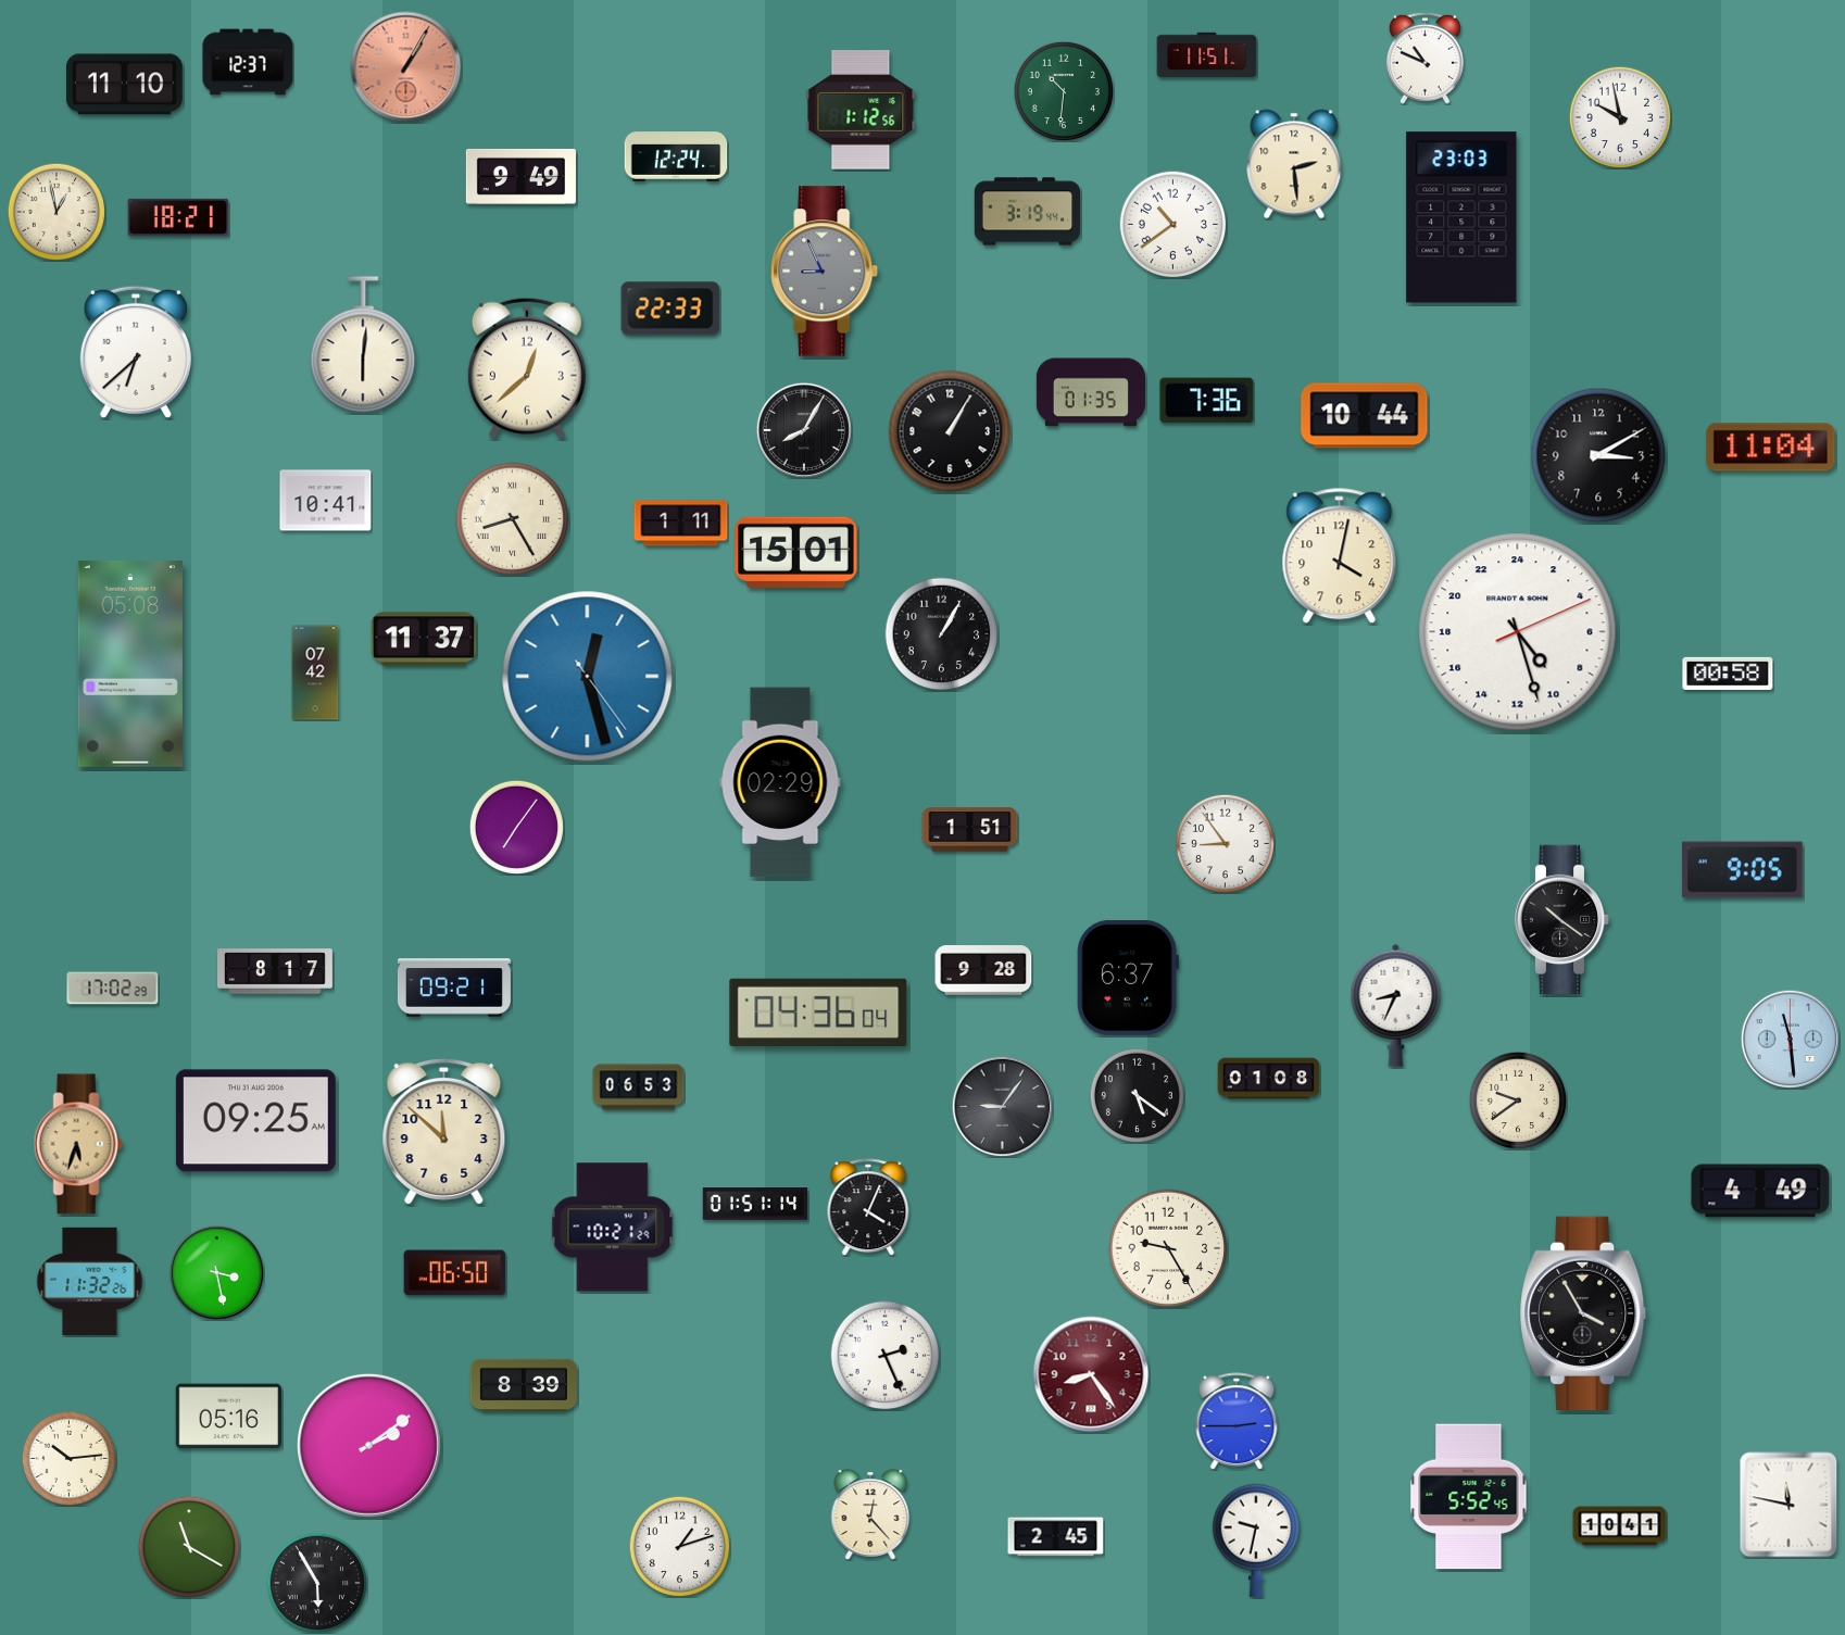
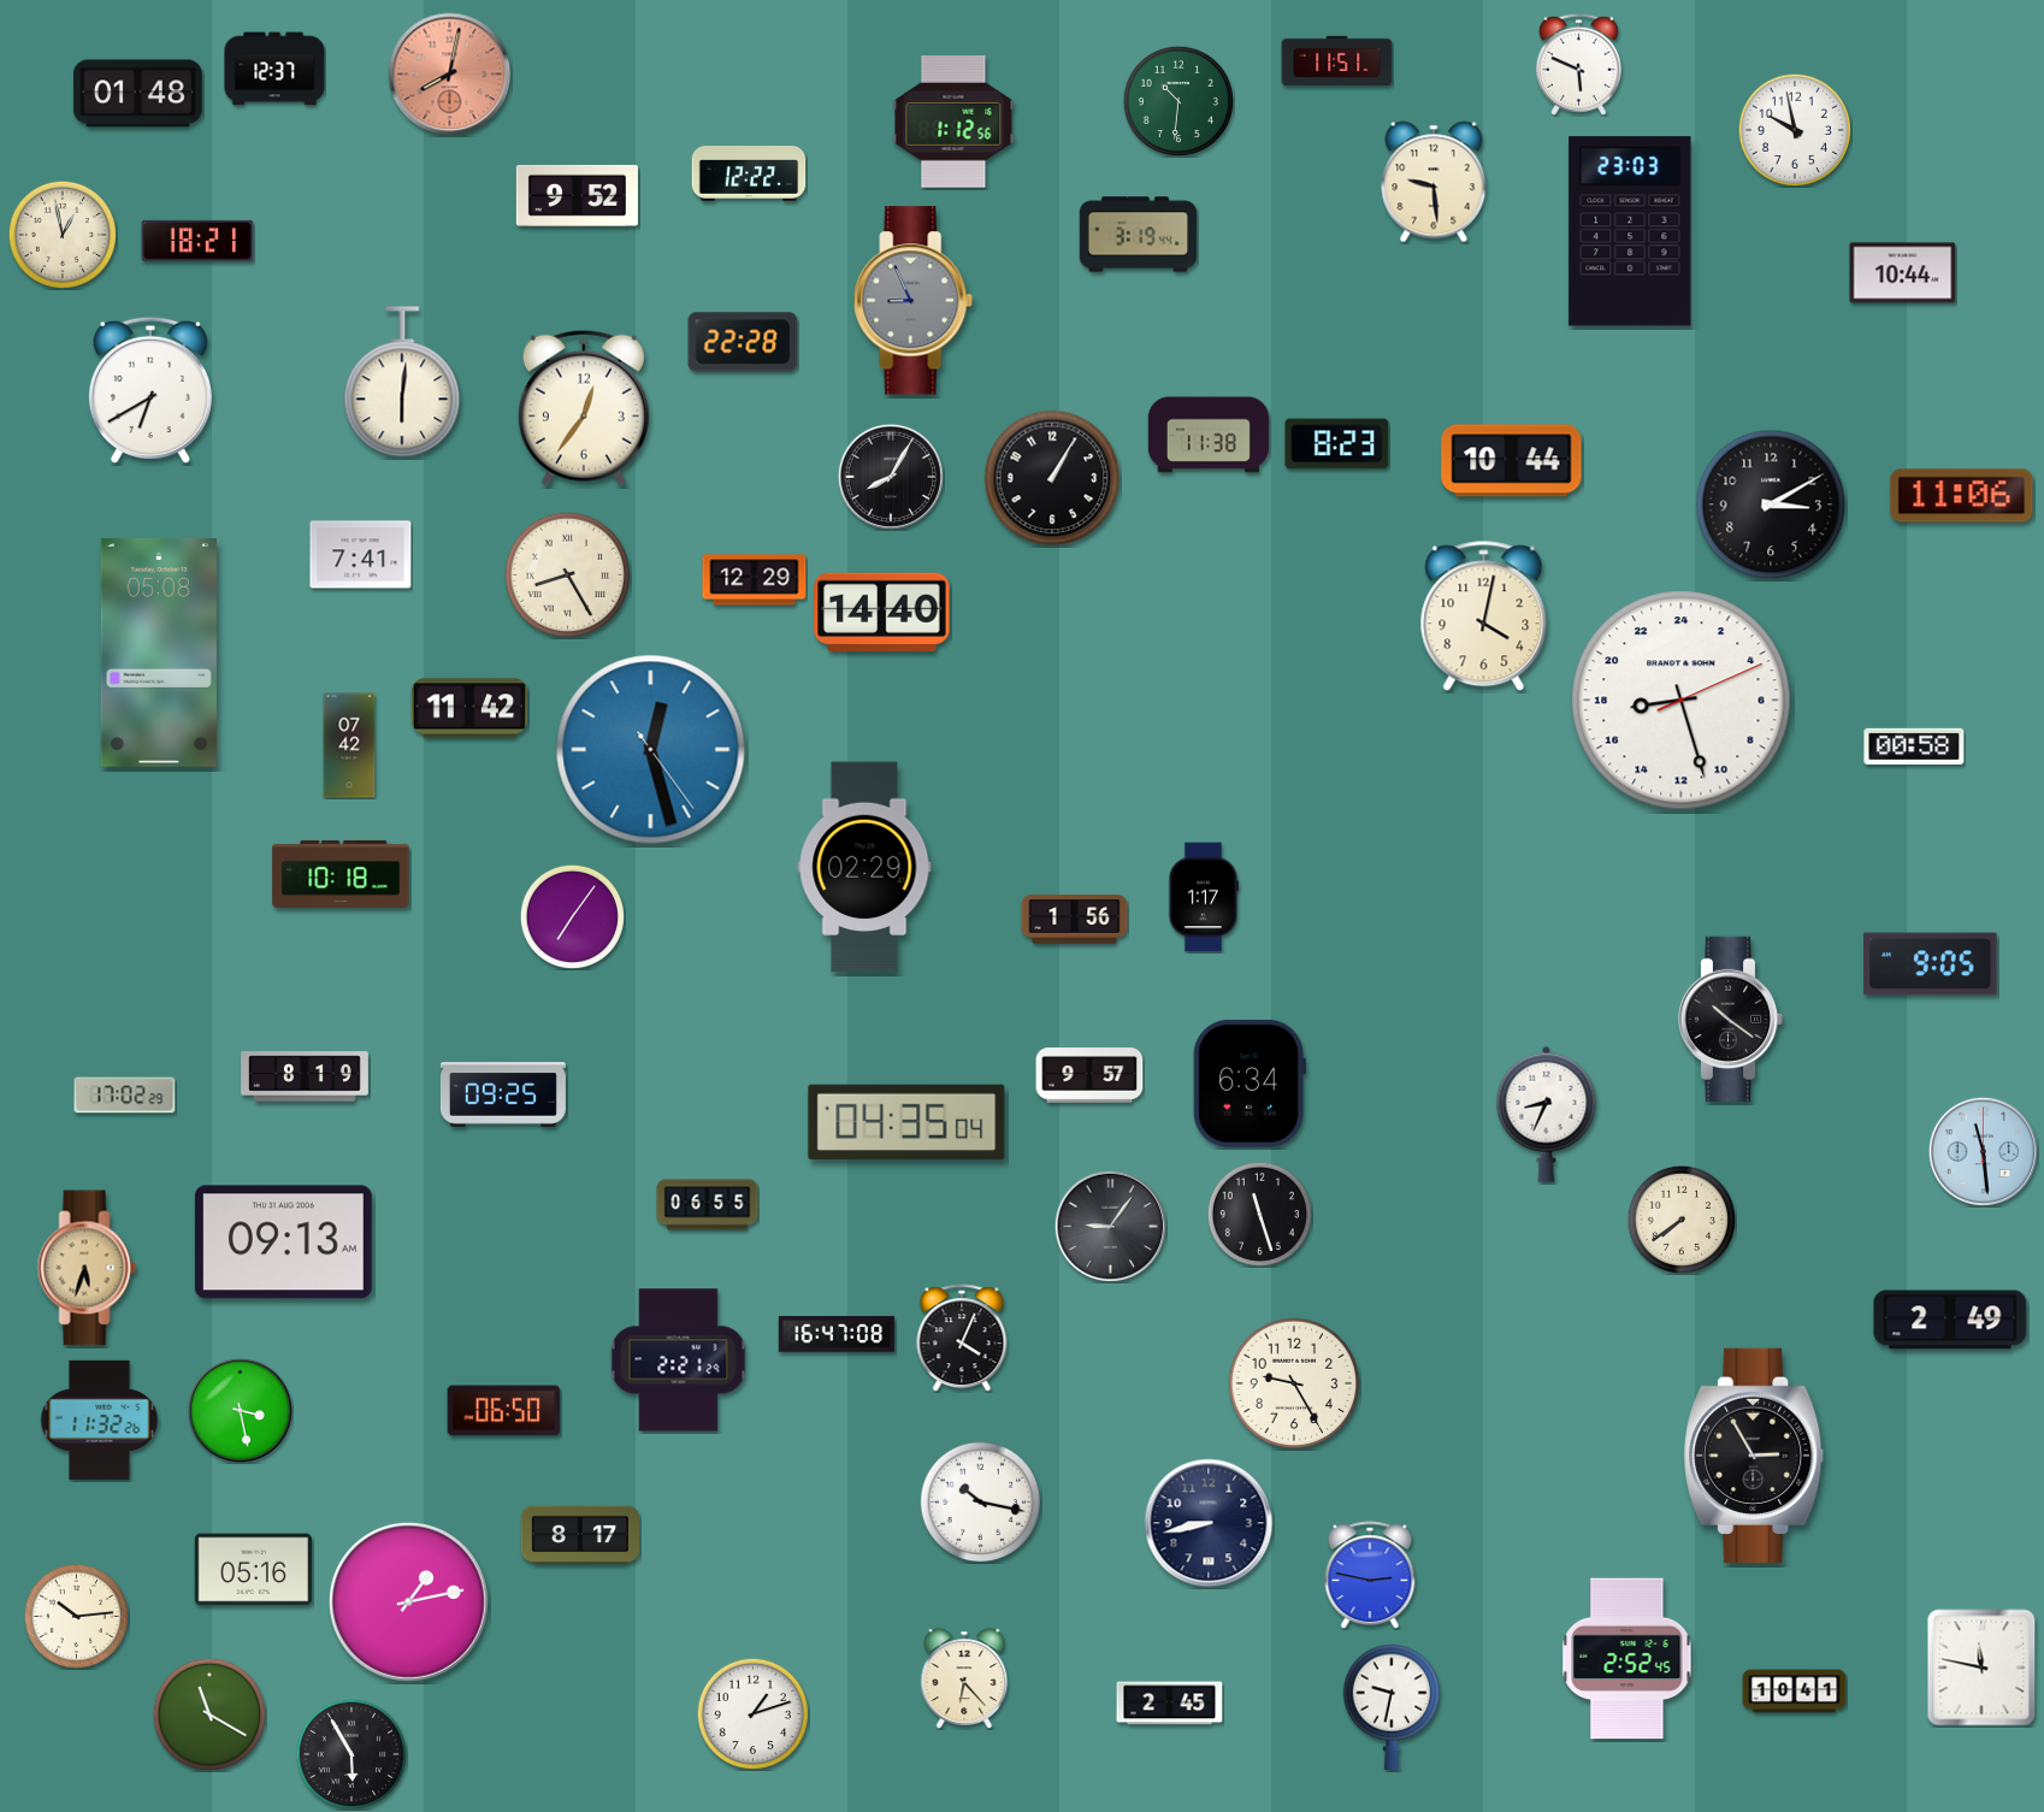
clock at (1424, 58): 10:49 -> 5:49
clock at (406, 67): 1:05 -> 8:02
clock at (124, 85): 11:10 -> 01:48
clock at (676, 156): 12:24 -> 12:22
clock at (1294, 164): 2:29 -> 9:29
clock at (520, 176): 9:49 -> 9:52
clock at (1461, 217) position: (1461, 217) -> (1630, 231)
clock at (1173, 225): 10:39 -> none
clock at (1903, 273): none -> 10:44
clock at (670, 309): 22:33 -> 22:28
clock at (136, 352): 6:38 -> 6:40
clock at (527, 368): 12:38 -> 12:36
clock at (1091, 392): 01:35 -> 11:38
clock at (1207, 401): 7:36 -> 8:23
clock at (1771, 448): 11:04 -> 11:06
clock at (326, 501): 10:41 -> 7:41
clock at (681, 524): 1:11 -> 12:29
clock at (796, 552): 15:01 -> 14:40
clock at (1518, 632): 9:27 -> 17:27
clock at (942, 634): 1:05 -> none
clock at (424, 639): 11:37 -> 11:42
clock at (130, 664) position: (130, 664) -> (159, 653)
clock at (341, 874): none -> 10:18
clock at (1203, 897): none -> 1:17
clock at (970, 830): 1:51 -> 1:56
clock at (1225, 843): 8:54 -> none
clock at (983, 970): 9:28 -> 9:57
clock at (276, 971): 8:17 -> 8:19
clock at (1128, 978): 6:37 -> 6:34
clock at (454, 988): 09:21 -> 09:25
clock at (818, 1011): 04:36 -> 04:35
clock at (1269, 1079): 01:08 -> none
clock at (639, 1087): 06:53 -> 06:55
clock at (1137, 1095): 5:21 -> 11:27
clock at (1517, 1099): 9:39 -> 7:39
clock at (255, 1121): 09:25 -> 09:13
clock at (444, 1133): 11:52 -> none
clock at (1760, 1191): 4:49 -> 2:49
clock at (755, 1204): 01:51 -> 16:47
clock at (613, 1228): 10:21 -> 2:21
clock at (1583, 1313): 3:55 -> 2:55
clock at (886, 1356): 2:26 -> 10:17
clock at (1091, 1374): 8:24 -> 8:43
clock at (1091, 1374) dial: burgundy -> navy
clock at (523, 1384): 8:39 -> 8:17
clock at (1237, 1421): 2:45 -> 2:47
clock at (369, 1446): 2:09 -> 1:13
clock at (1469, 1497): 5:52 -> 2:52
clock at (870, 1514): 12:23 -> 6:23
